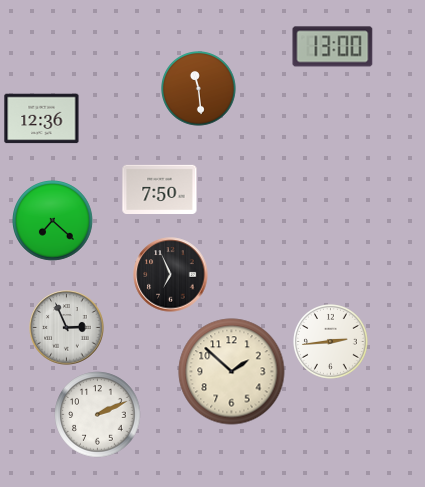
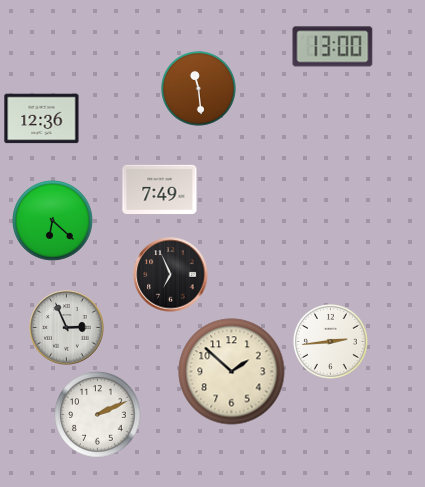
clock at (160, 189): 7:50 -> 7:49
clock at (53, 221): 7:22 -> 6:22
